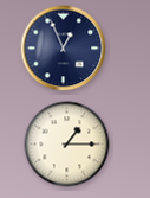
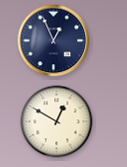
clock at (67, 145): 1:15 -> 12:50
